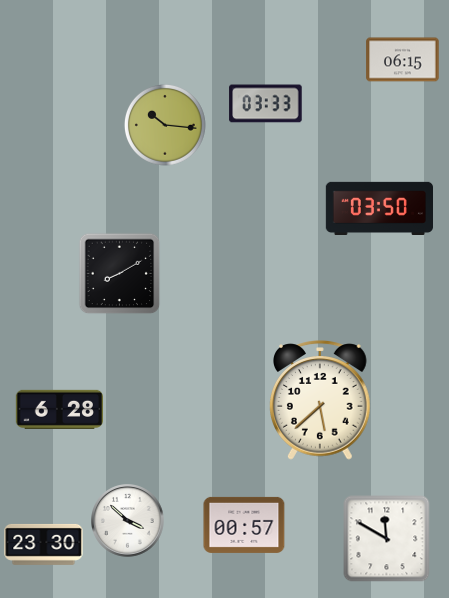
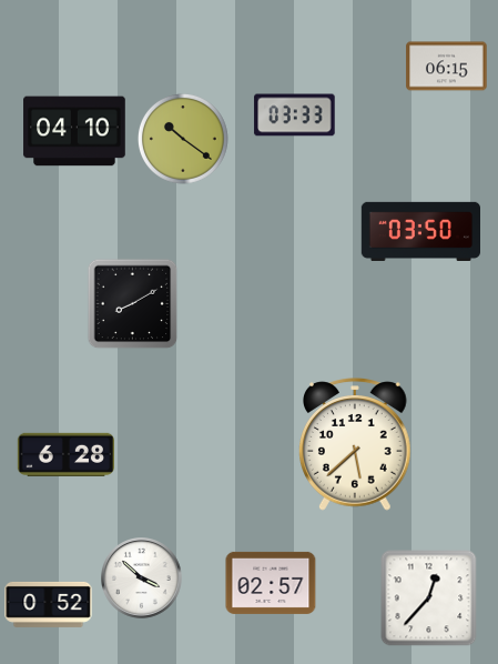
clock at (74, 131): none -> 04:10
clock at (165, 125): 10:16 -> 10:21
clock at (244, 525): 00:57 -> 02:57
clock at (387, 539): 11:50 -> 12:37
clock at (44, 544): 23:30 -> 0:52
